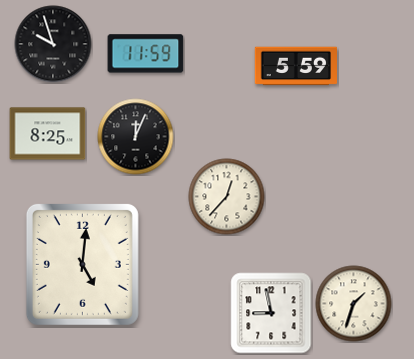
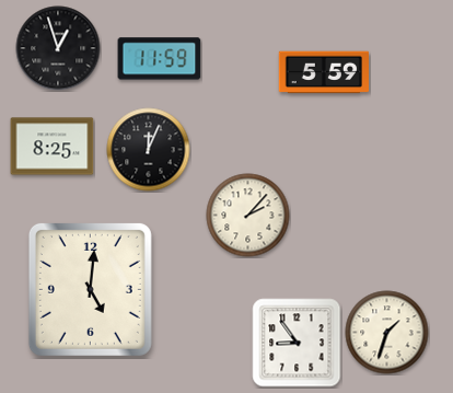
clock at (53, 44): 9:57 -> 12:57
clock at (227, 197): 12:37 -> 2:07
clock at (271, 313): 8:58 -> 8:54
